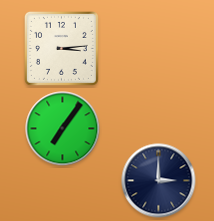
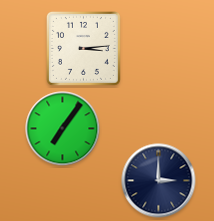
clock at (61, 48) position: (61, 48) -> (83, 48)
